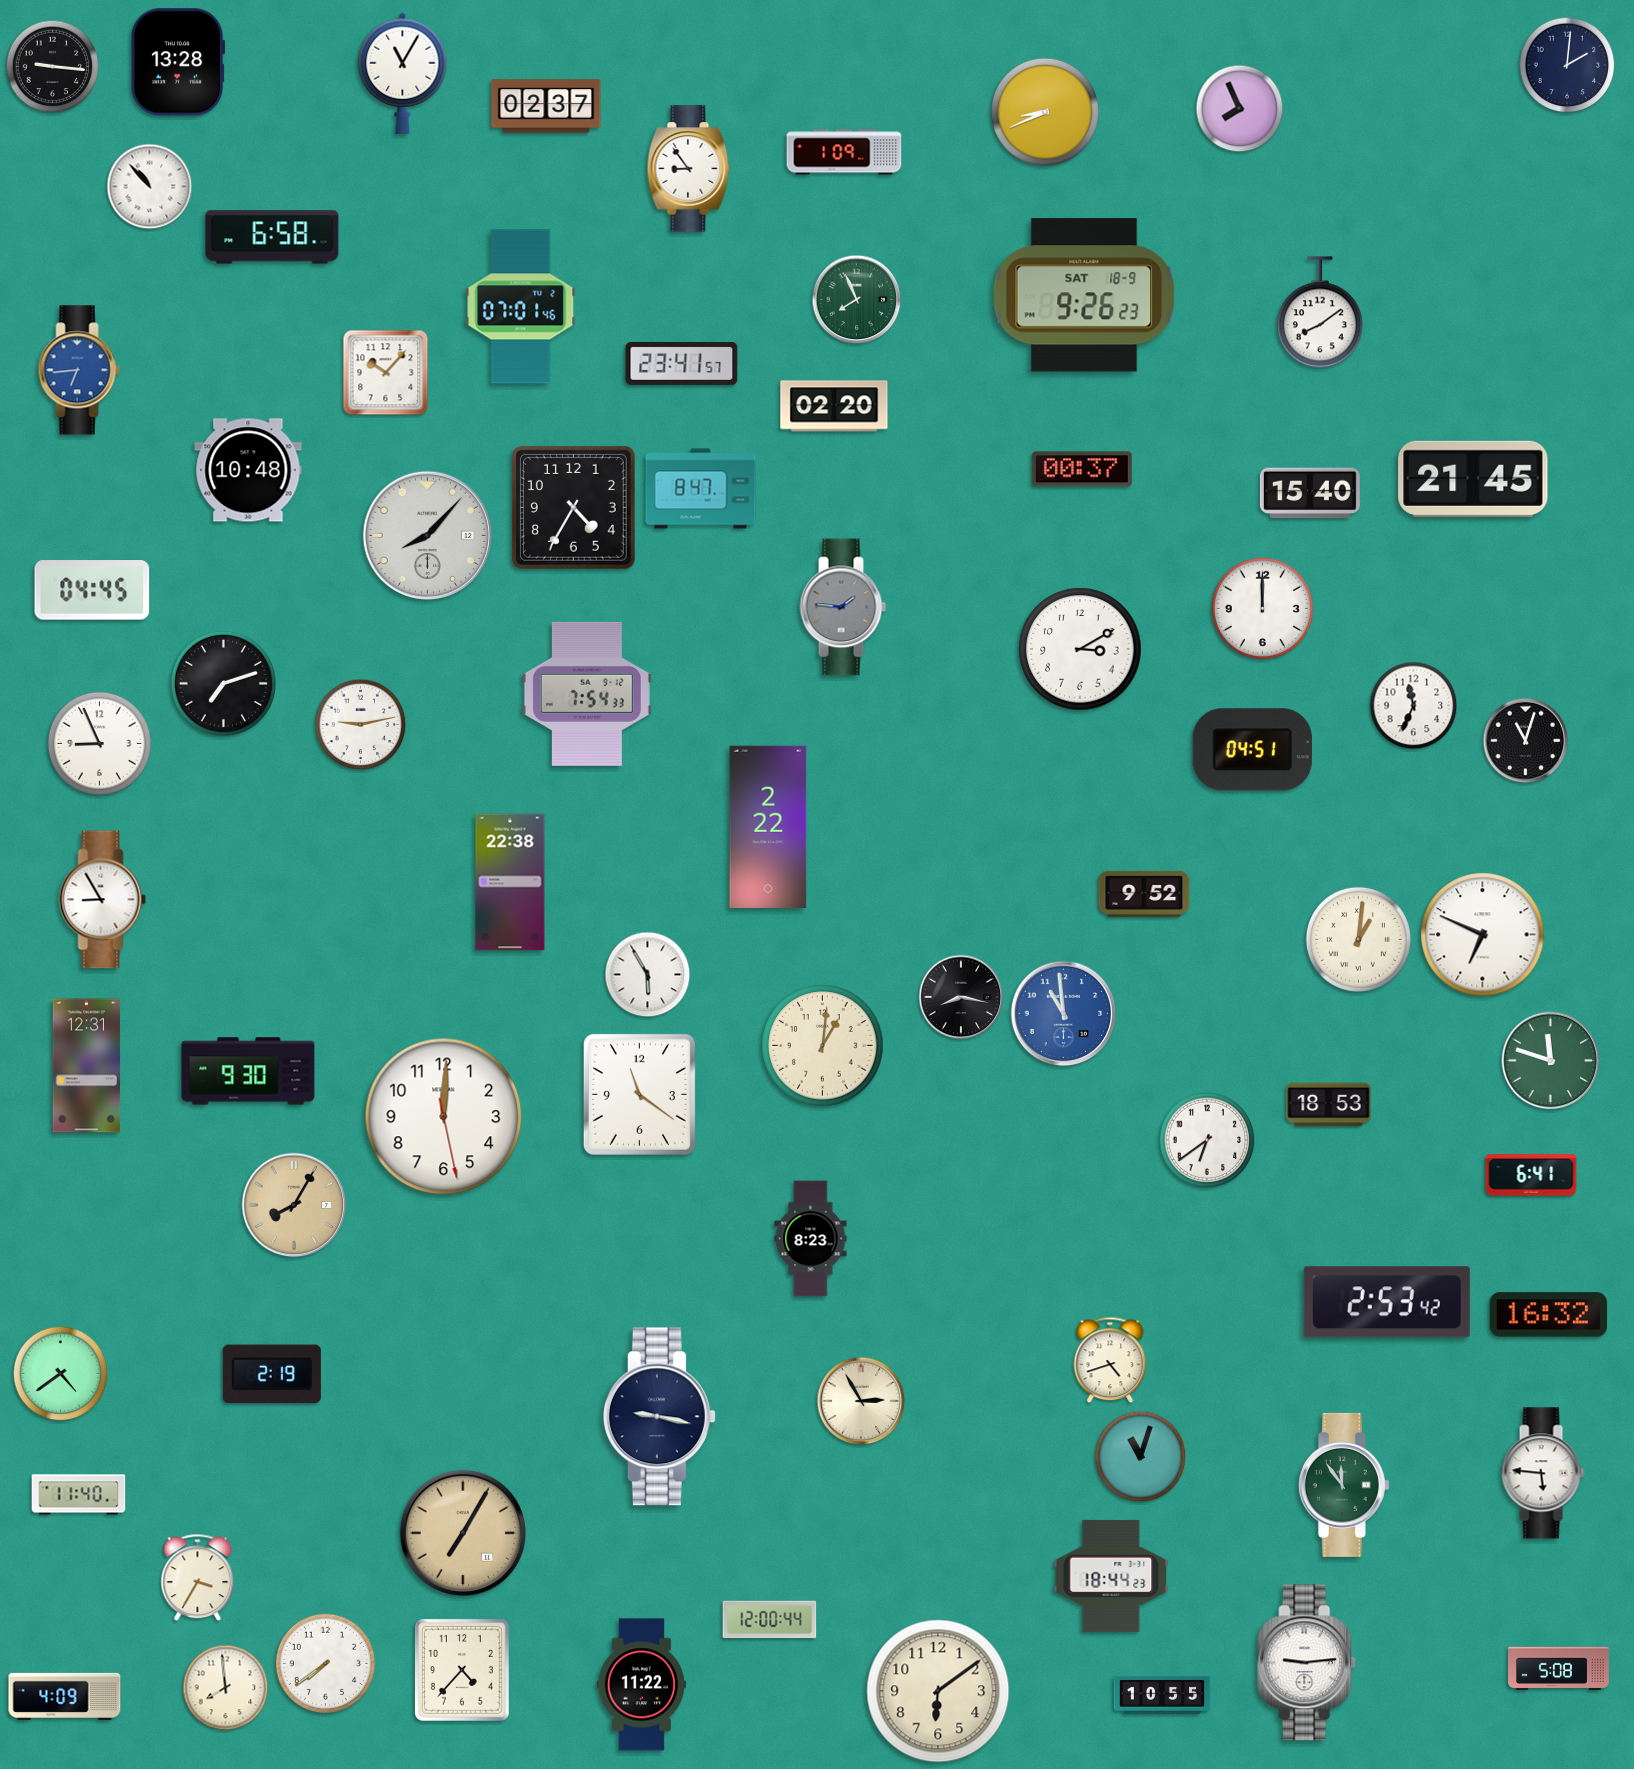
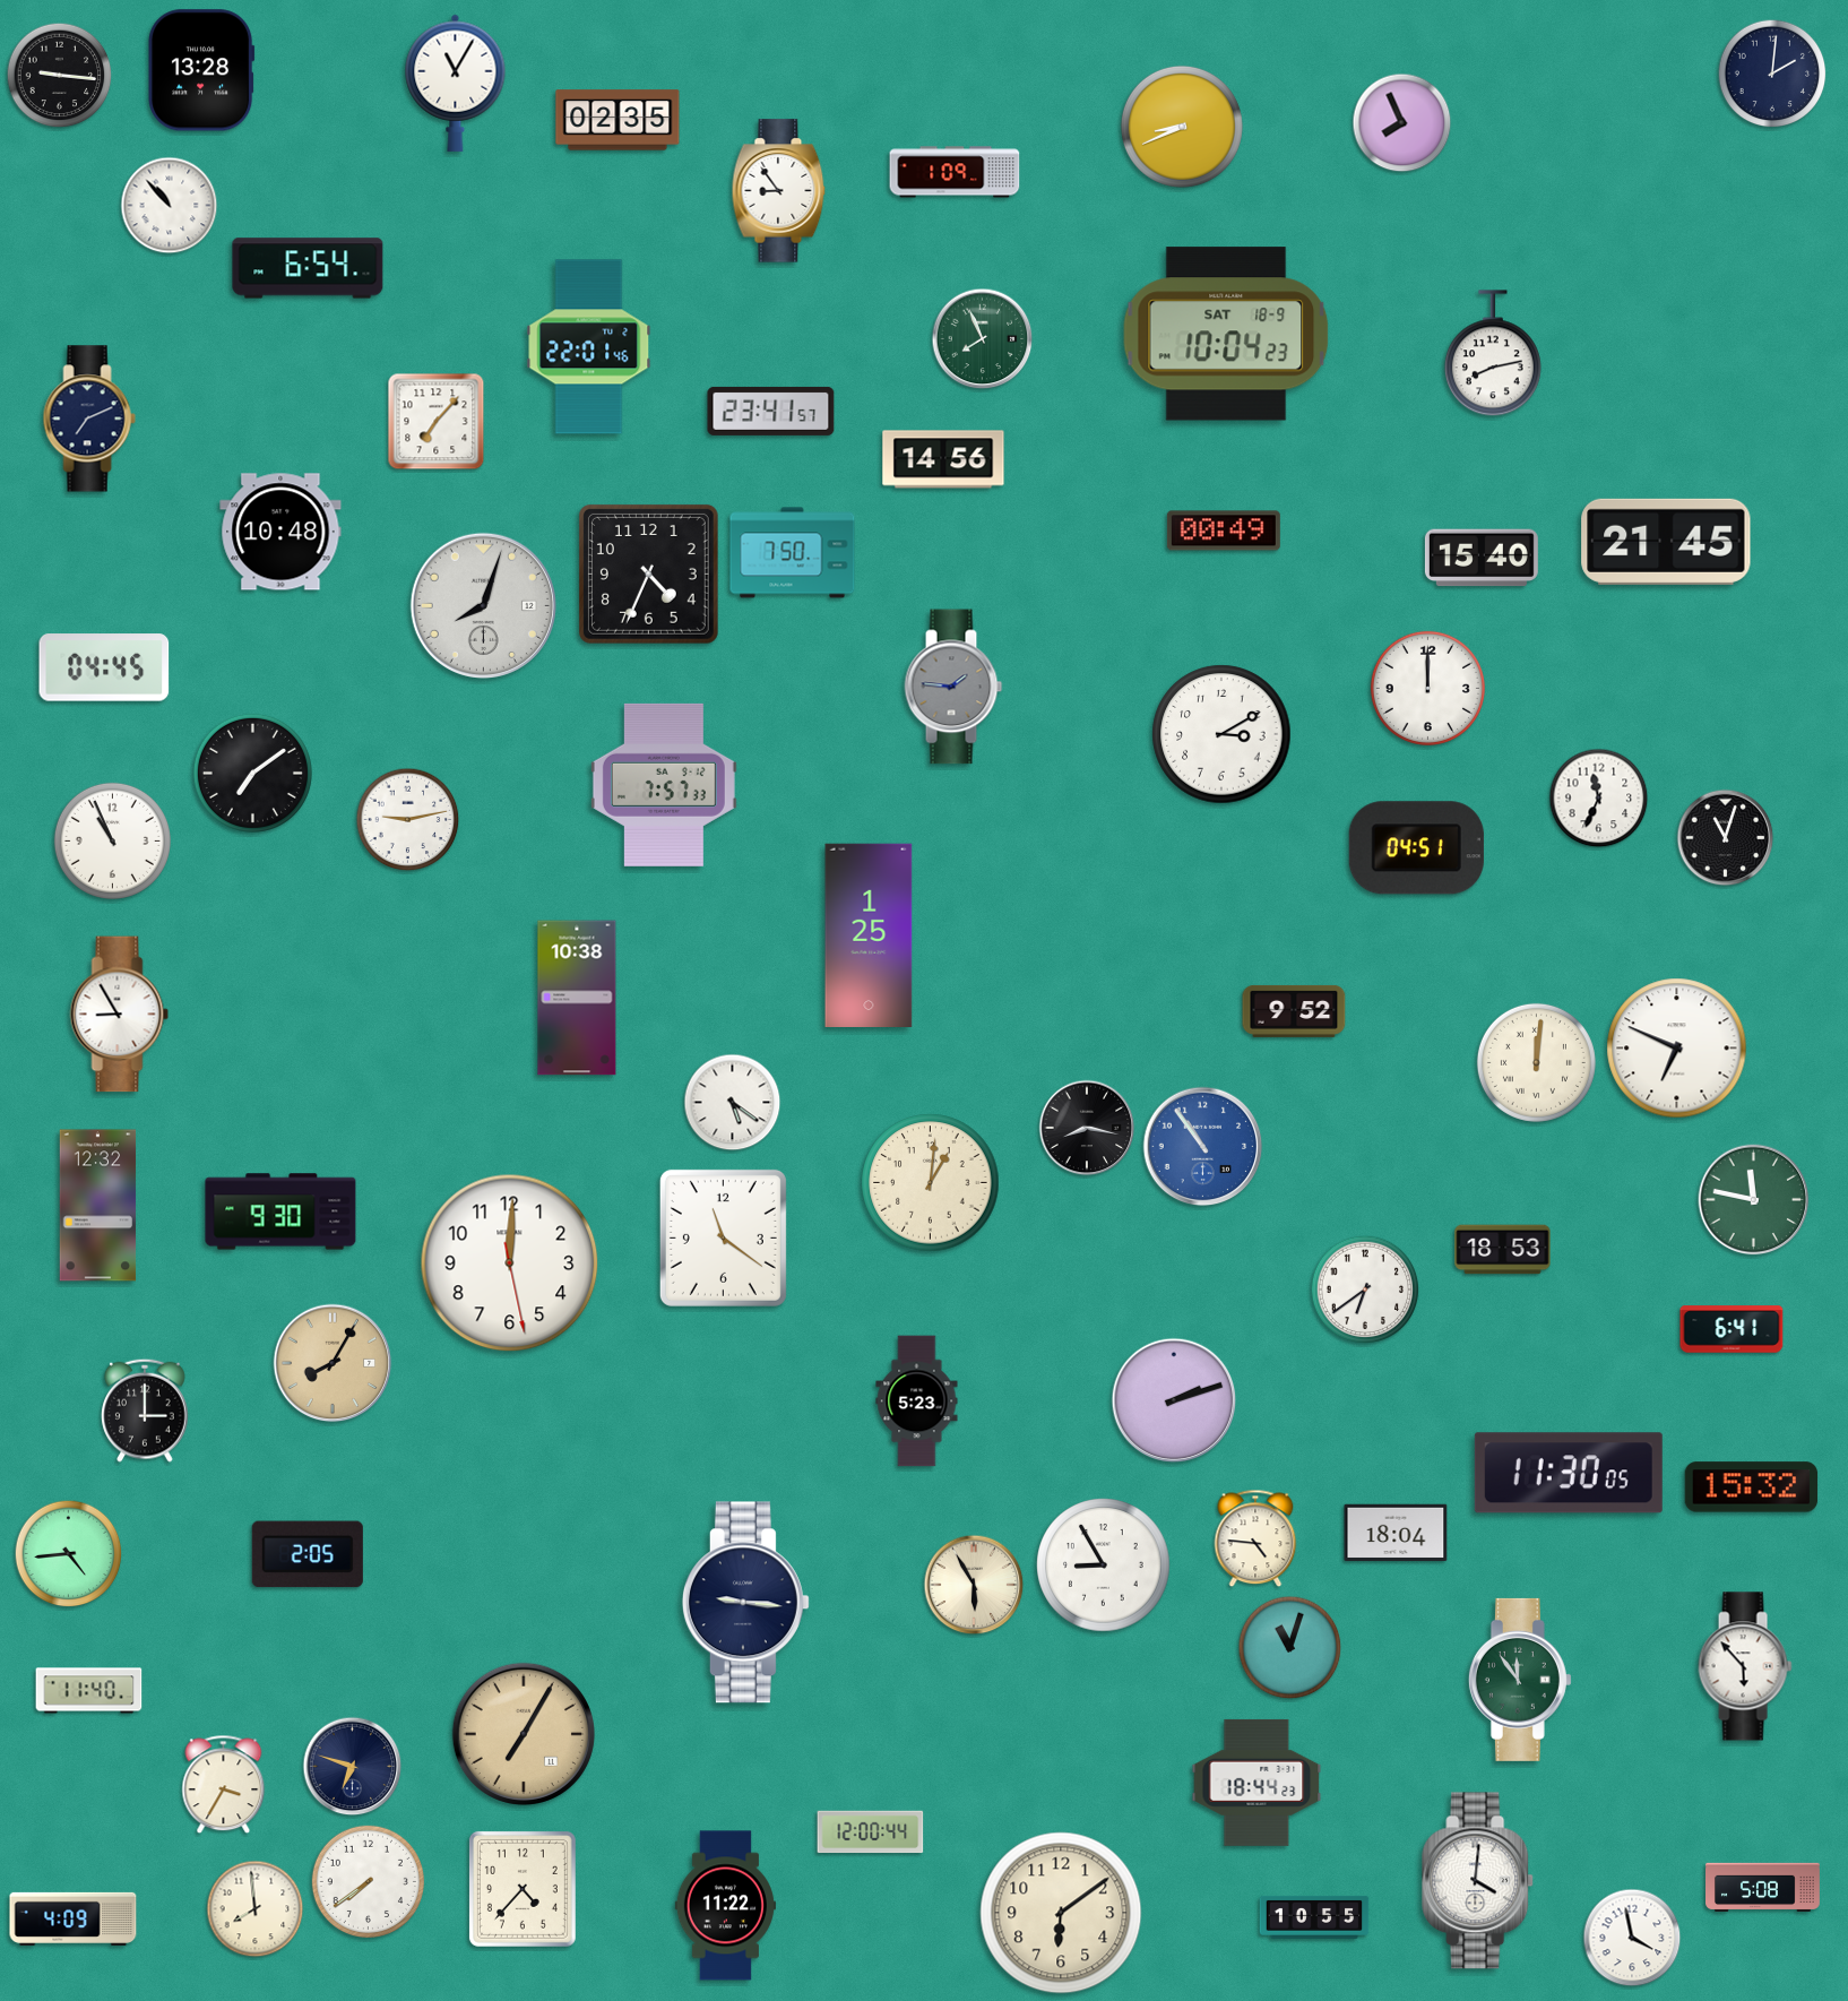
clock at (546, 106): 02:37 -> 02:35
clock at (150, 187) position: (150, 187) -> (170, 206)
clock at (272, 237): 6:58 -> 6:54
clock at (1084, 295): 9:26 -> 10:04
clock at (857, 300) position: (857, 300) -> (983, 339)
clock at (521, 307): 07:01 -> 22:01
clock at (1320, 313): 8:09 -> 8:13
clock at (79, 370): 6:44 -> 7:11
clock at (79, 370) dial: blue -> navy
clock at (386, 373): 10:07 -> 7:07
clock at (834, 406): 02:20 -> 14:56
clock at (1082, 469): 00:37 -> 00:49
clock at (701, 489): 8:47 -> 7:50
clock at (573, 507): 4:35 -> 4:34
clock at (427, 535): 8:07 -> 8:03
clock at (223, 683): 7:12 -> 7:09
clock at (587, 694): 7:54 -> 7:57
clock at (99, 743): 8:56 -> 10:56
clock at (768, 826): 2:22 -> 1:25
clock at (510, 882): 22:38 -> 10:38
clock at (103, 900) position: (103, 900) -> (120, 1015)
clock at (1483, 935) position: (1483, 935) -> (1677, 1049)
clock at (1358, 939): 1:01 -> 12:01
clock at (648, 975): 5:55 -> 5:21
clock at (1064, 1014): 10:59 -> 10:54
clock at (1551, 1061): 11:48 -> 11:47
clock at (87, 1066): 12:31 -> 12:32
clock at (444, 1117) position: (444, 1117) -> (510, 1263)
clock at (1174, 1400): none -> 2:12
clock at (811, 1239): 8:23 -> 5:23
clock at (145, 1411): none -> 3:00
clock at (1387, 1302): 2:53 -> 11:30
clock at (1549, 1315): 16:32 -> 15:32
clock at (1396, 1533): none -> 18:04
clock at (1110, 1360): 4:42 -> 4:46
clock at (61, 1374): 4:39 -> 4:44
clock at (272, 1374): 2:19 -> 2:05
clock at (1104, 1566): none -> 8:55
clock at (861, 1401): 2:55 -> 5:55
clock at (659, 1417): 9:17 -> 9:16
clock at (1543, 1473): 5:46 -> 5:53
clock at (353, 1767): none -> 6:48
clock at (1307, 1663): 9:14 -> 4:01
clock at (1632, 1938): none -> 3:58
